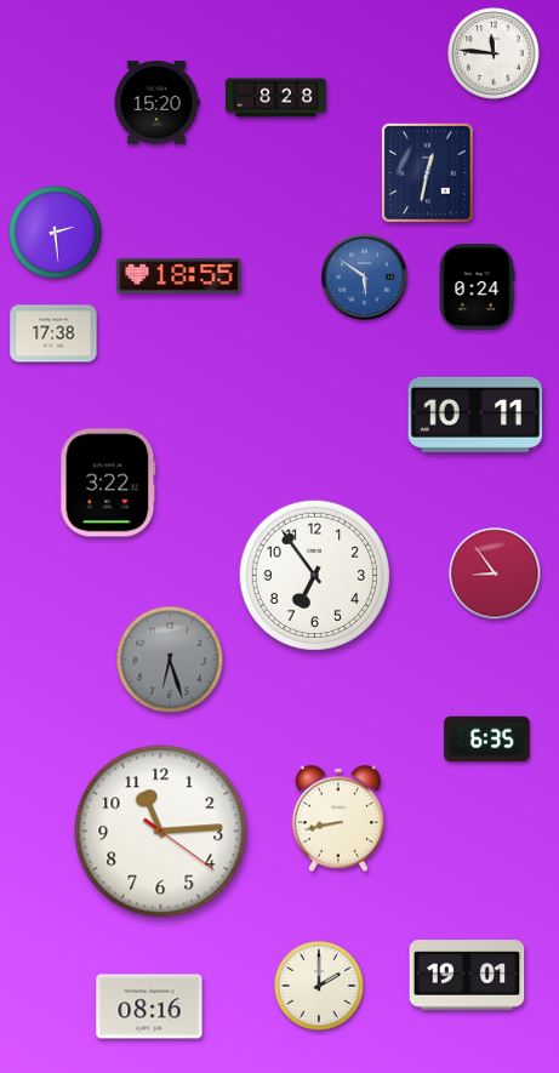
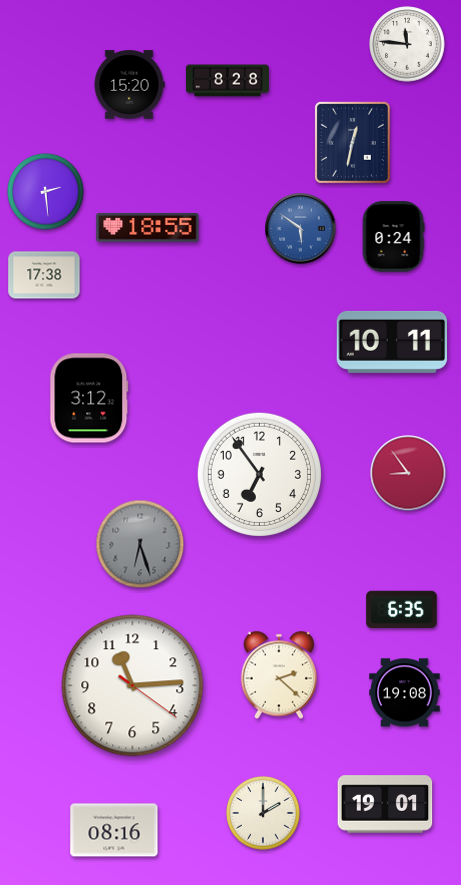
clock at (108, 483): 3:22 -> 3:12
clock at (338, 818): 8:43 -> 2:22
clock at (405, 693): none -> 19:08
clock at (149, 1006) position: (149, 1006) -> (114, 830)
